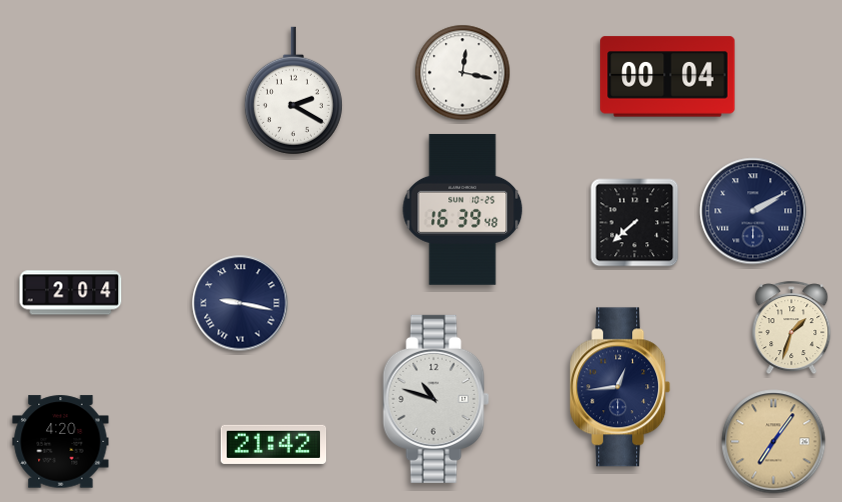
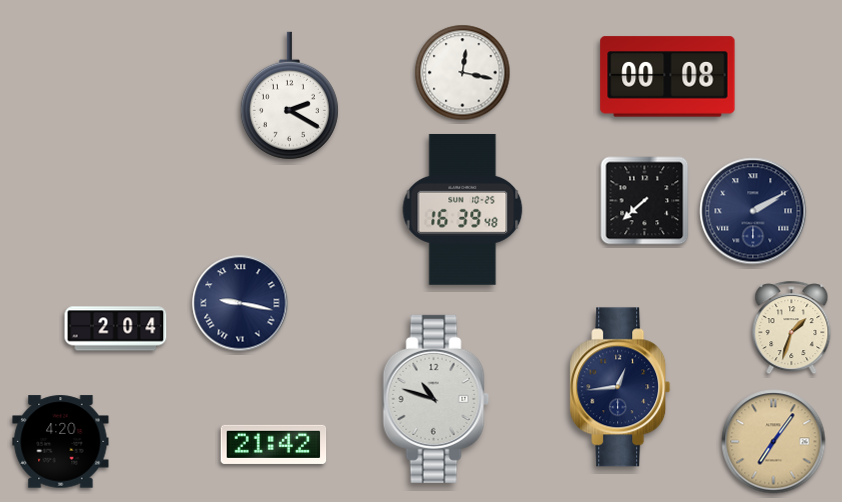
clock at (668, 77): 00:04 -> 00:08
clock at (293, 91) position: (293, 91) -> (289, 96)
clock at (635, 223) position: (635, 223) -> (645, 201)
clock at (71, 293) position: (71, 293) -> (116, 329)
